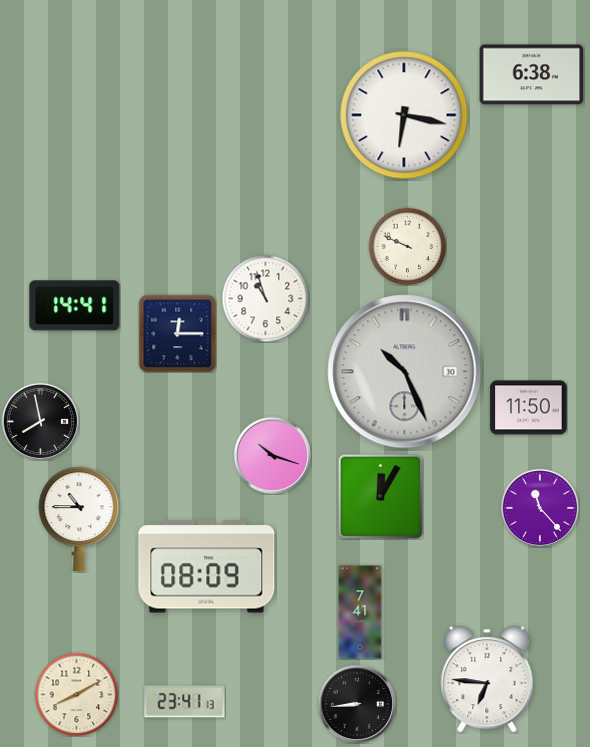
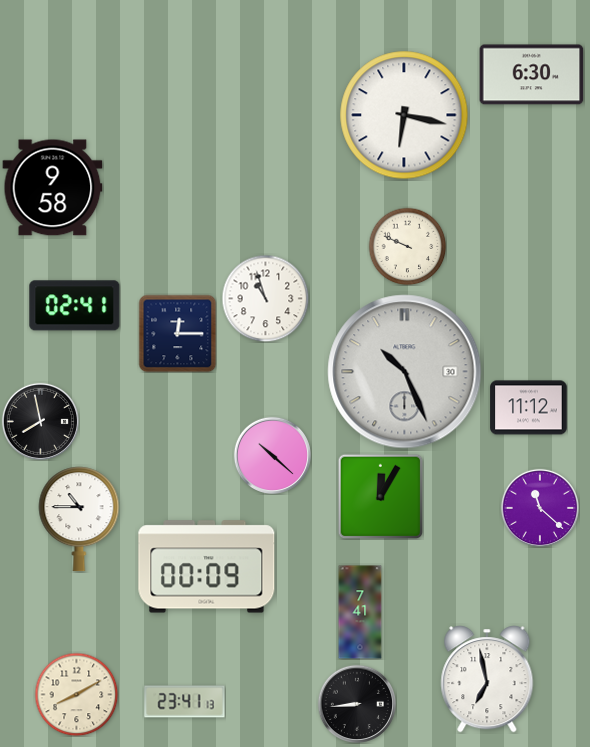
clock at (532, 75): 6:38 -> 6:30
clock at (53, 188): none -> 9:58
clock at (75, 306): 14:41 -> 02:41
clock at (529, 408): 11:50 -> 11:12
clock at (272, 455): 10:18 -> 10:22
clock at (539, 507): 11:23 -> 11:22
clock at (207, 567): 08:09 -> 00:09
clock at (487, 679): 6:46 -> 6:58
